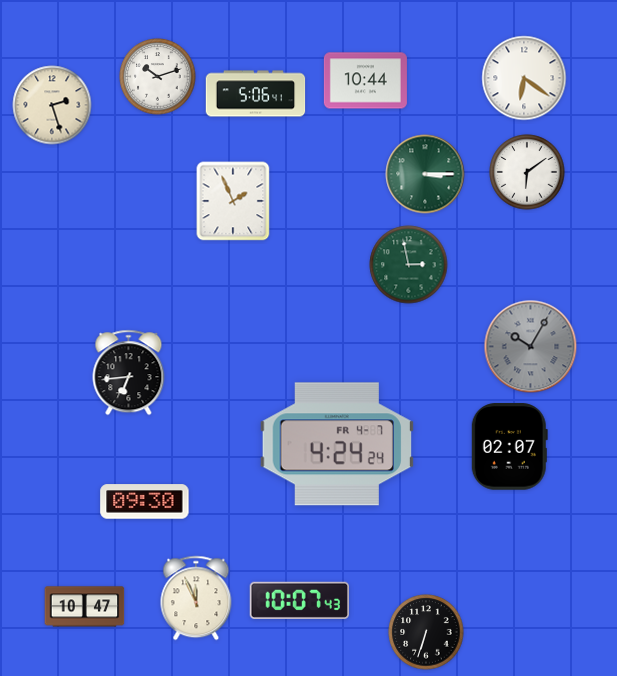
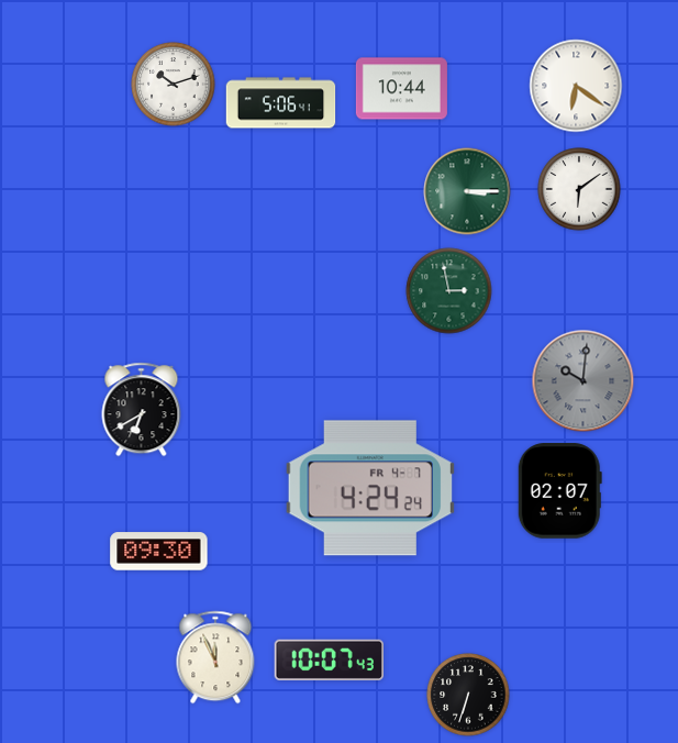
clock at (52, 105): 2:27 -> none
clock at (233, 201): 1:56 -> none
clock at (531, 347): 10:05 -> 10:01
clock at (129, 373): 6:44 -> 6:40
clock at (85, 607): 10:47 -> none
